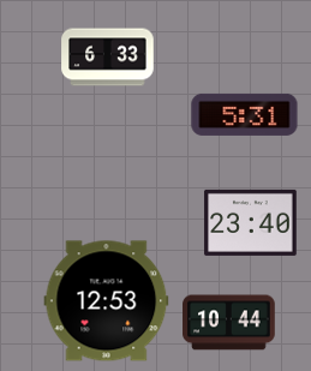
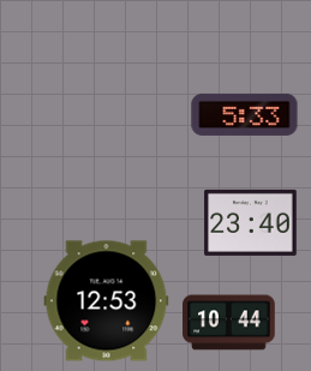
clock at (108, 58): 6:33 -> none
clock at (245, 114): 5:31 -> 5:33
